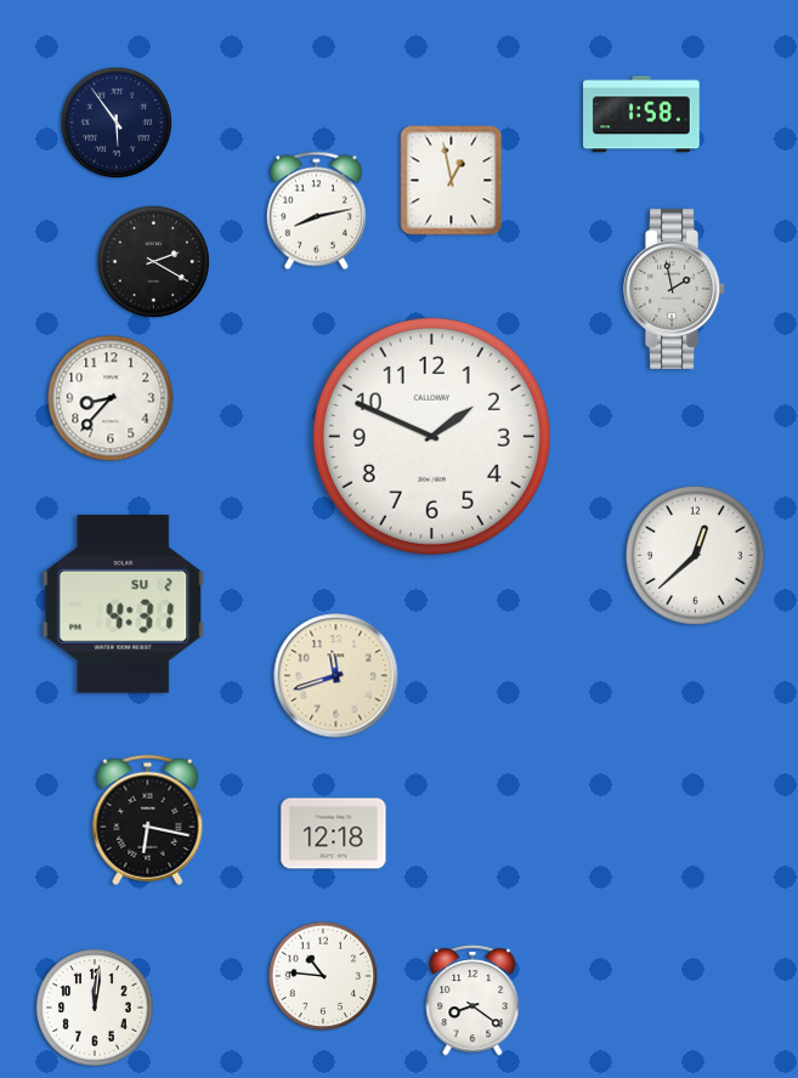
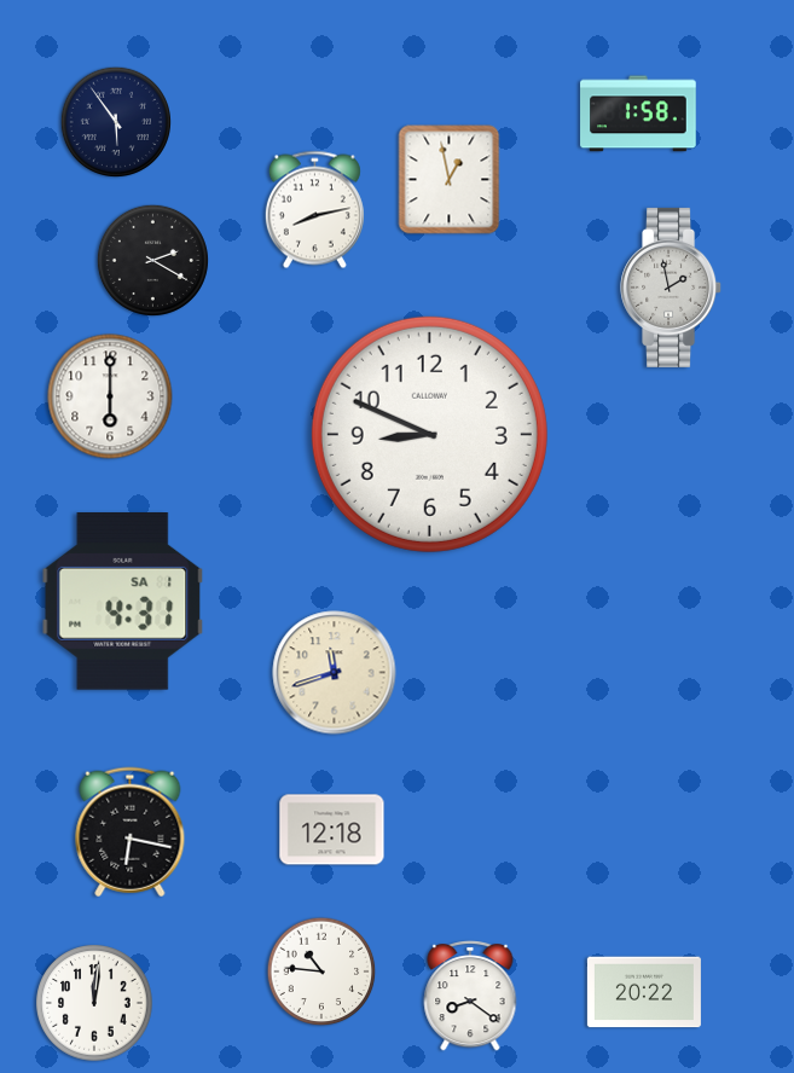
clock at (111, 398): 8:37 -> 6:00
clock at (431, 436): 1:49 -> 8:49
clock at (695, 555): 12:38 -> none
clock at (124, 605) date: SU 2 -> SA 1
clock at (148, 821) position: (148, 821) -> (131, 833)
clock at (644, 992): none -> 20:22
